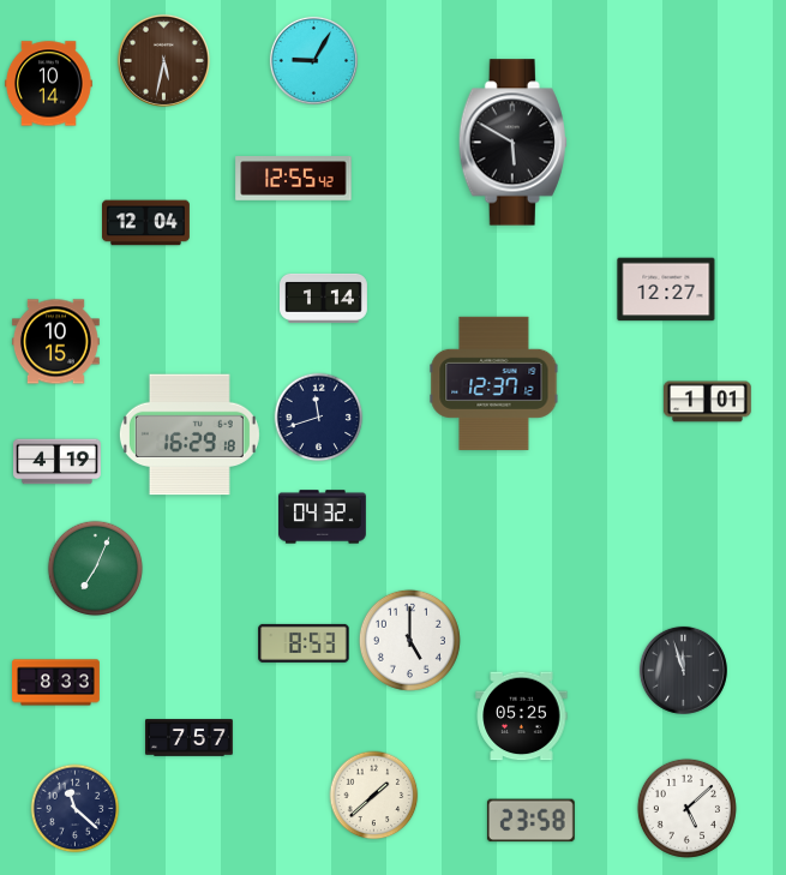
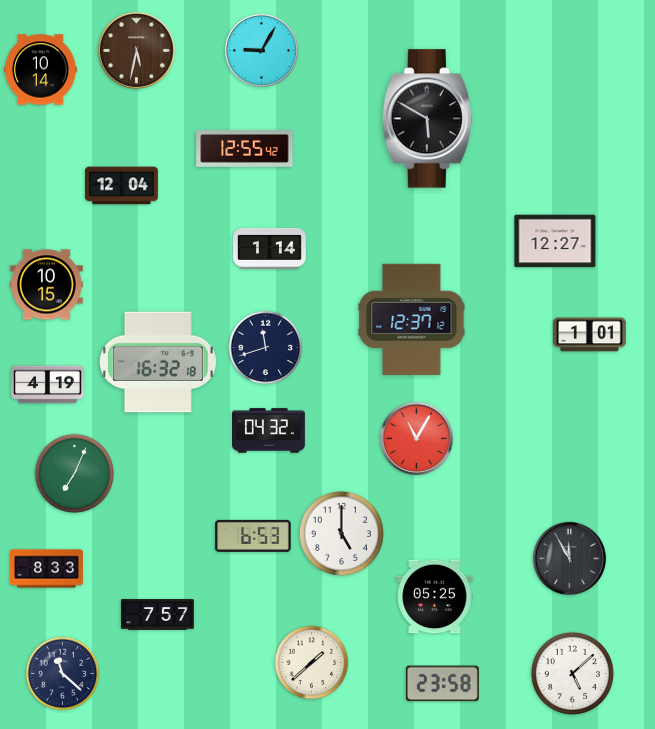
clock at (190, 434): 16:29 -> 16:32
clock at (416, 438): none -> 11:05
clock at (96, 569) position: (96, 569) -> (75, 474)
clock at (304, 643): 8:53 -> 6:53
clock at (683, 670): 11:57 -> 11:55
